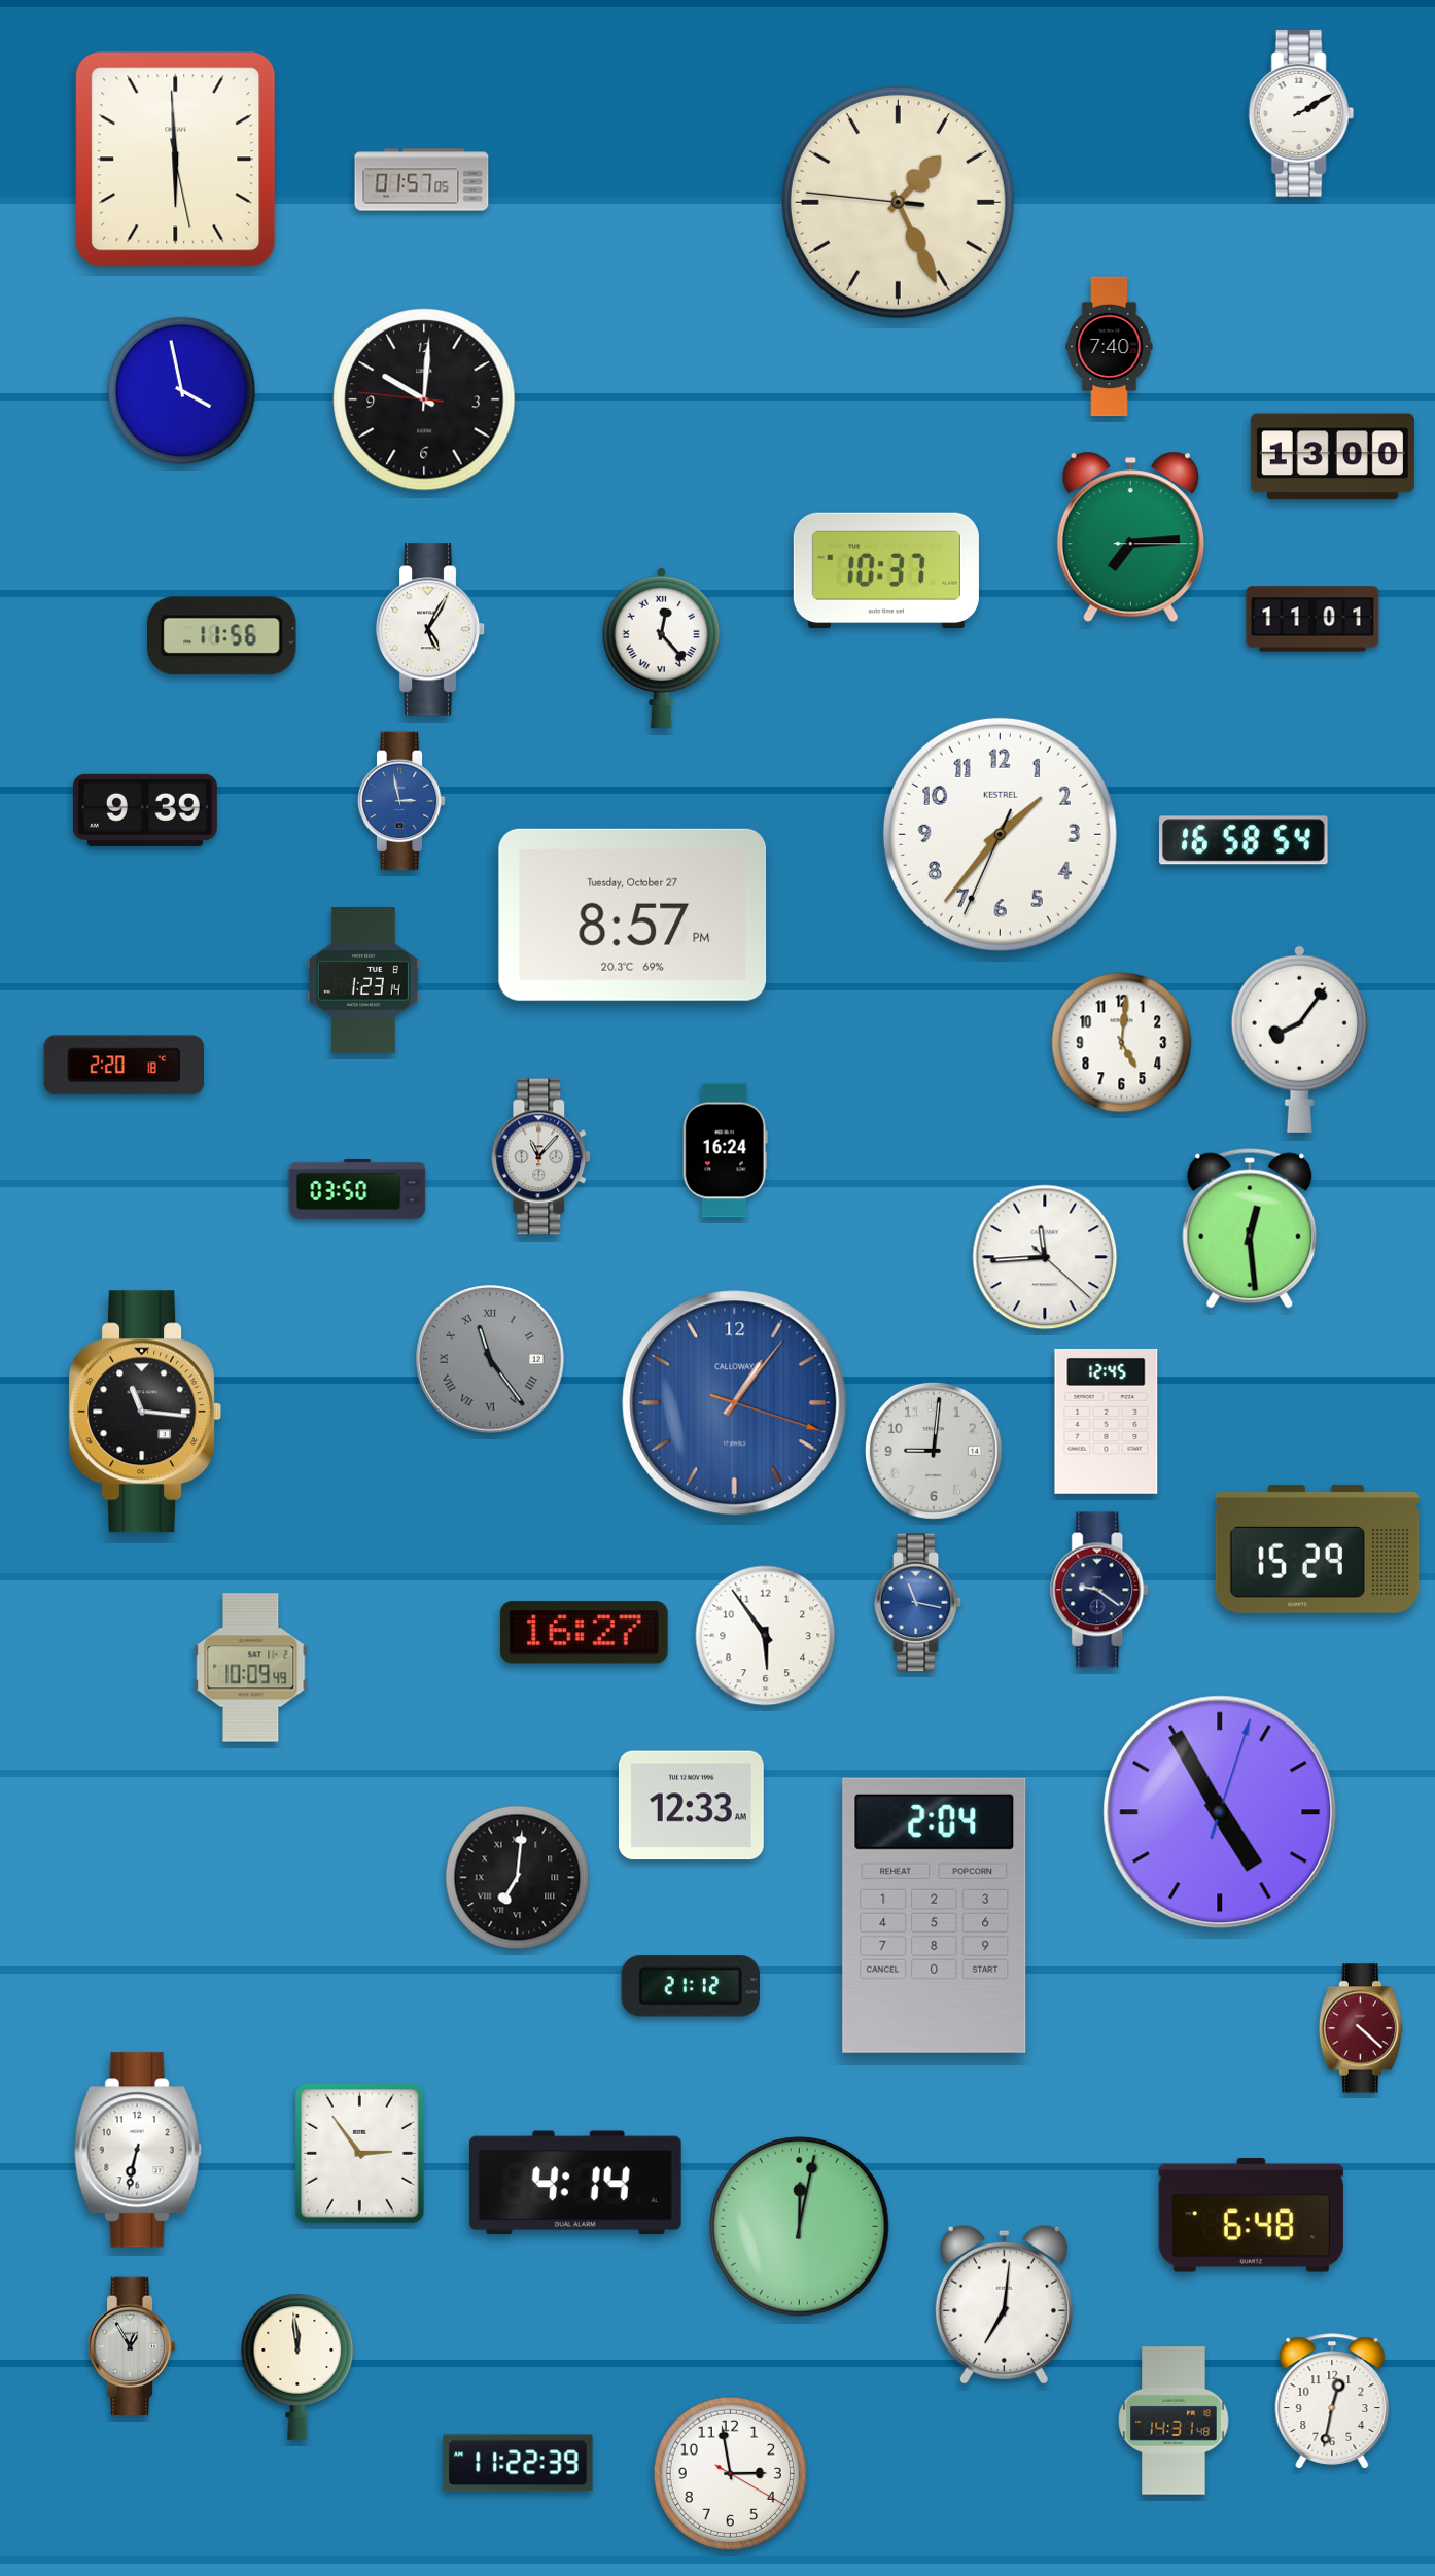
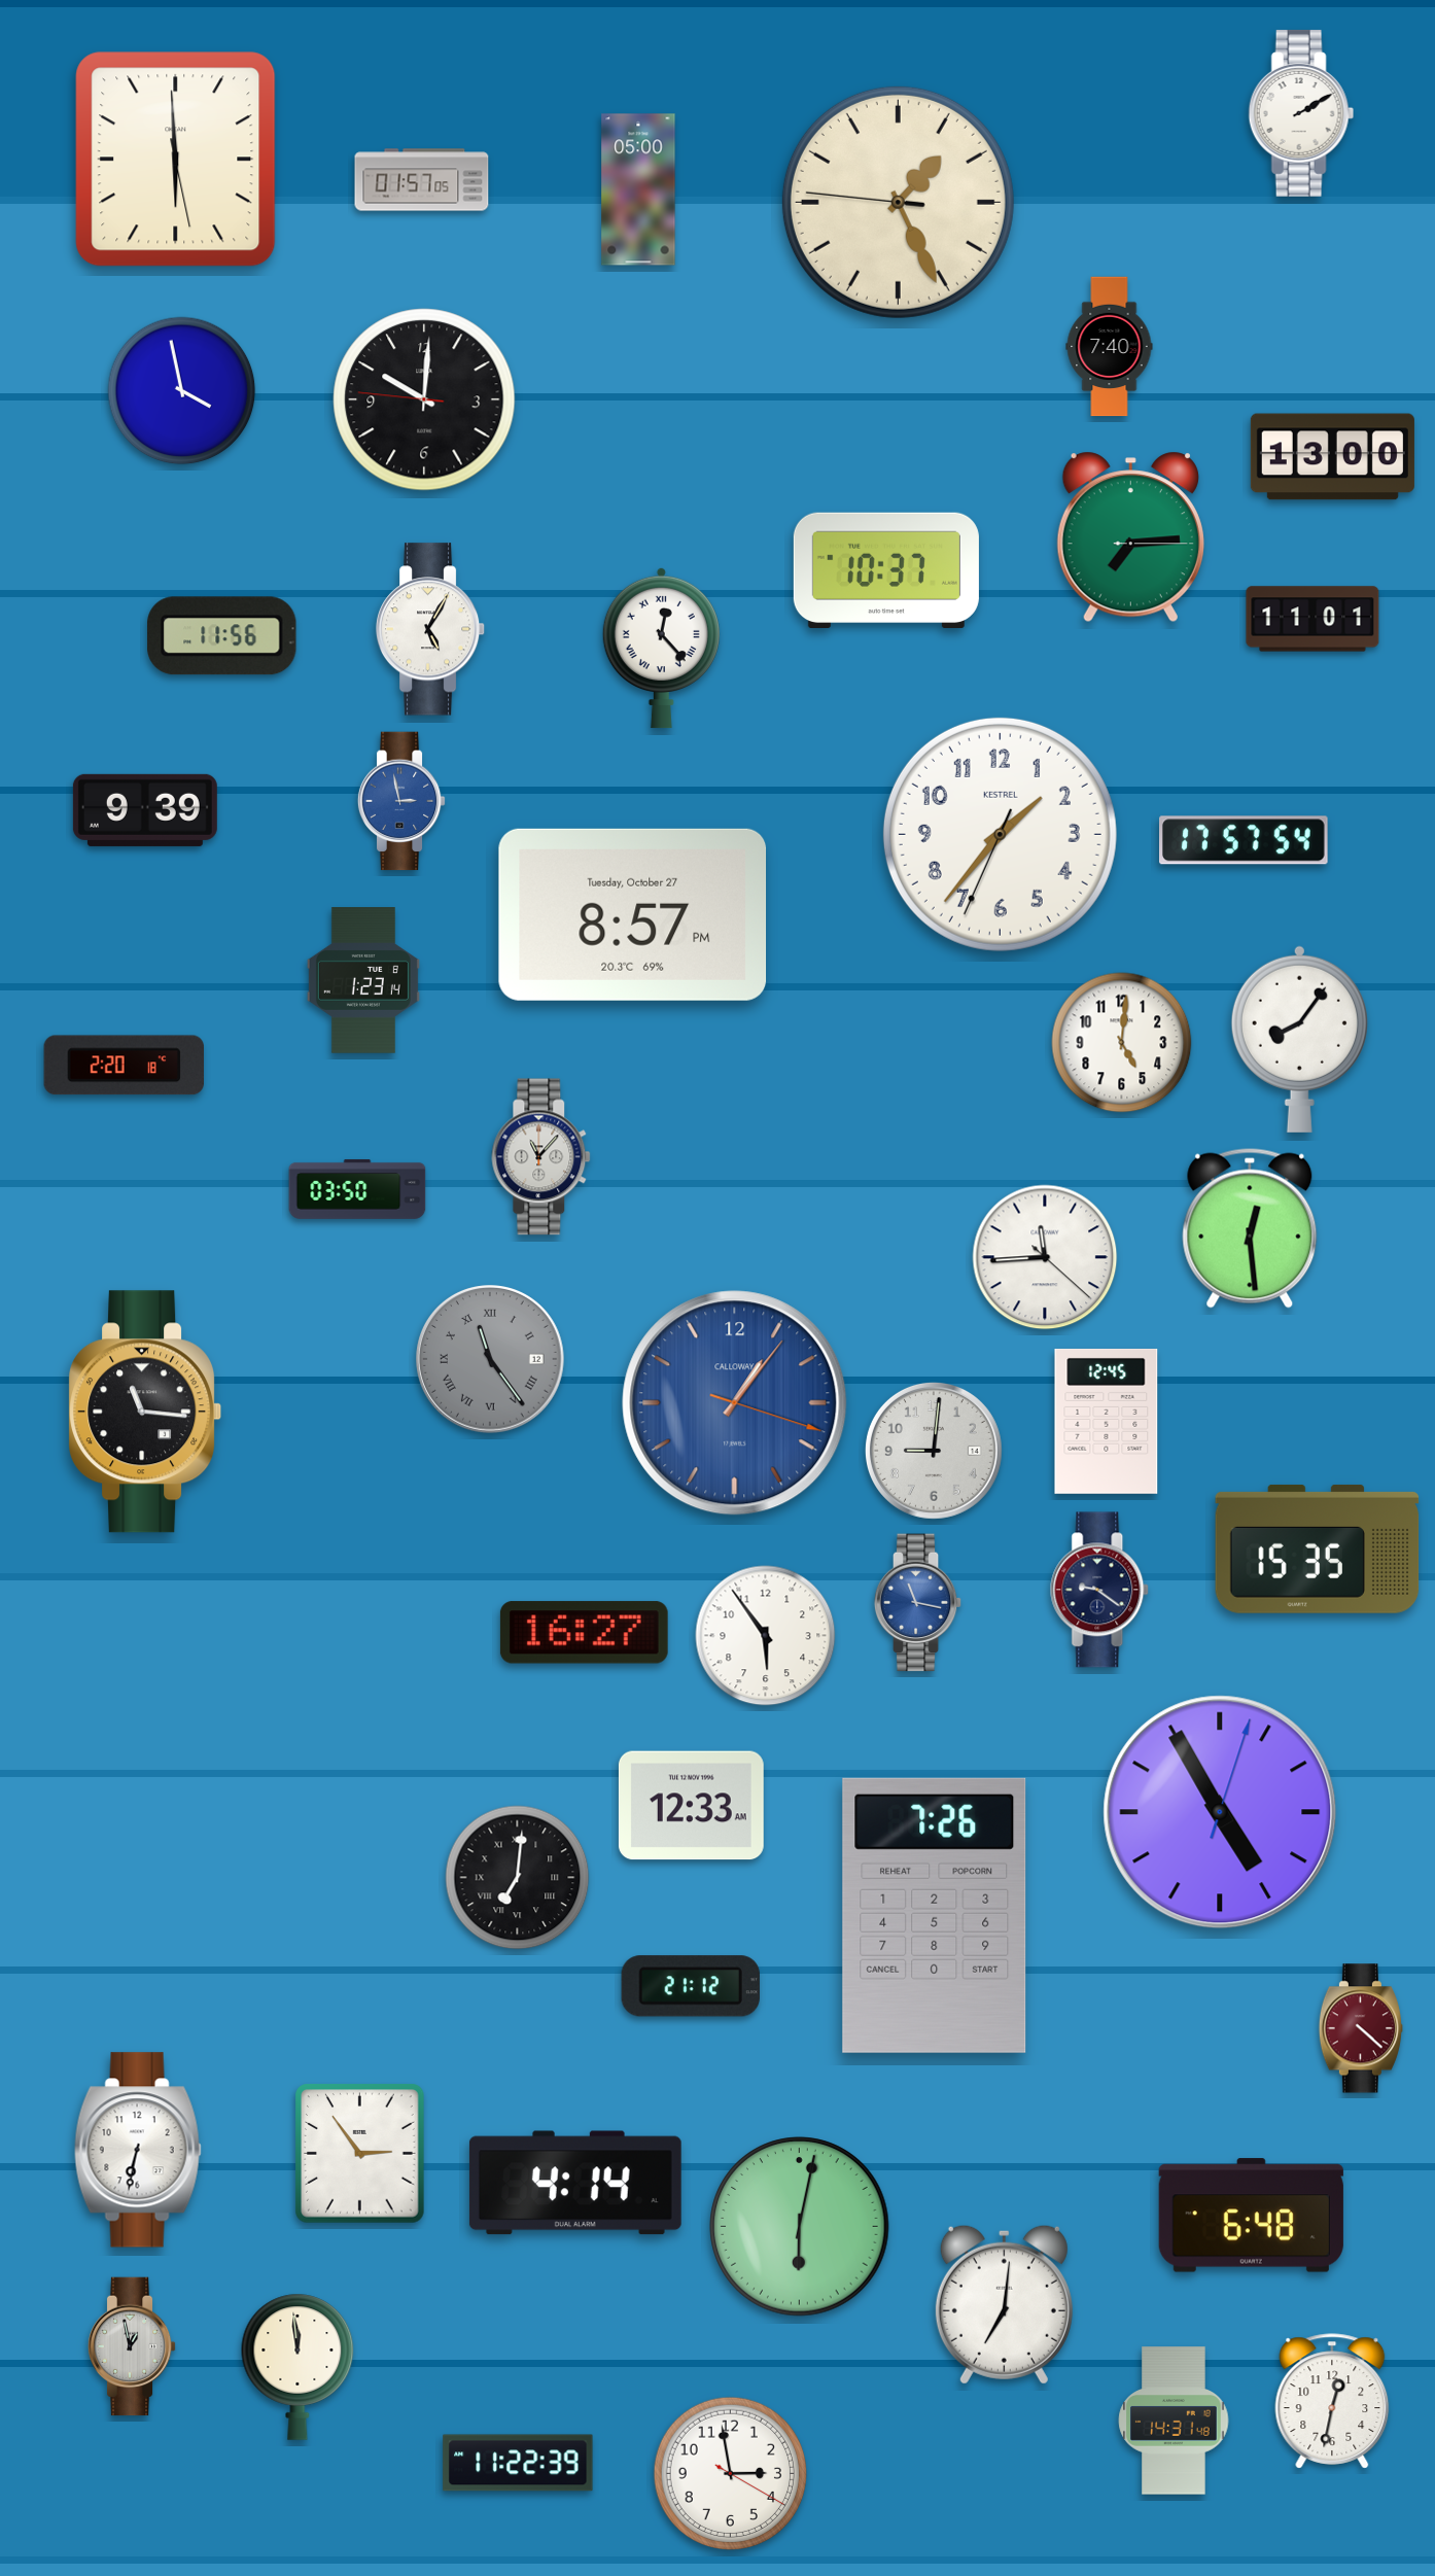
clock at (638, 189): none -> 05:00
clock at (1245, 840): 16:58 -> 17:57
clock at (725, 1151): 16:24 -> none
clock at (1318, 1548): 15:29 -> 15:35
clock at (251, 1668): 10:09 -> none
clock at (935, 1915): 2:04 -> 7:26
clock at (800, 2227): 12:02 -> 6:02
clock at (132, 2346): 12:55 -> 12:58
